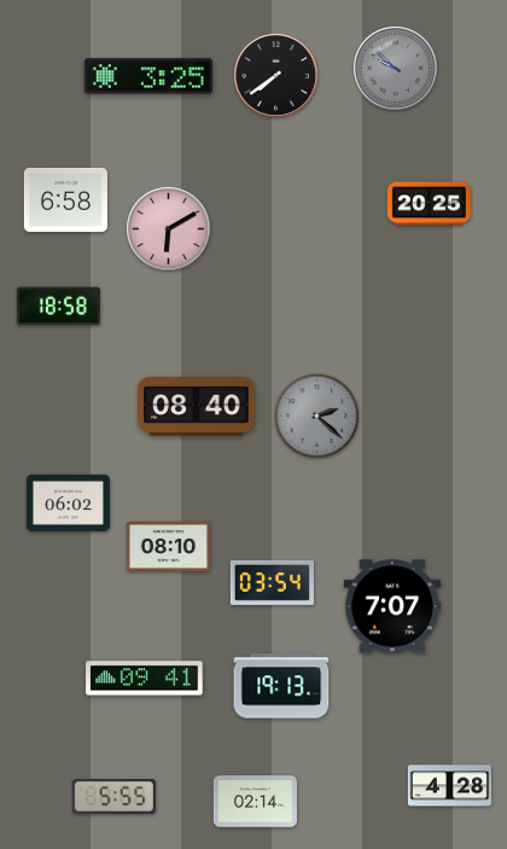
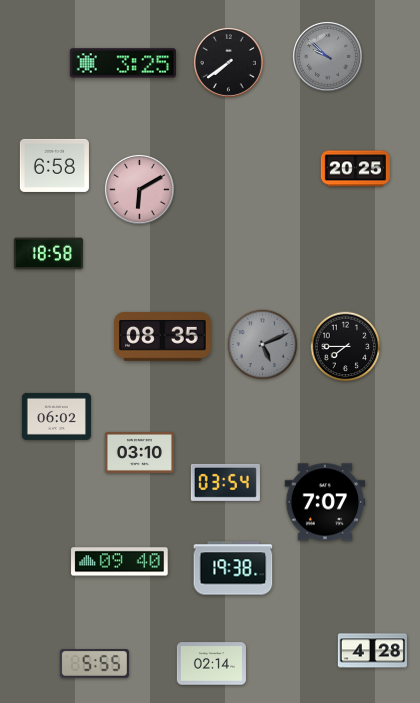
clock at (197, 407): 08:40 -> 08:35
clock at (317, 417): 2:22 -> 5:11
clock at (346, 347): none -> 7:45
clock at (168, 546): 08:10 -> 03:10
clock at (145, 679): 09:41 -> 09:40
clock at (281, 686): 19:13 -> 19:38
clock at (113, 797) position: (113, 797) -> (94, 664)
